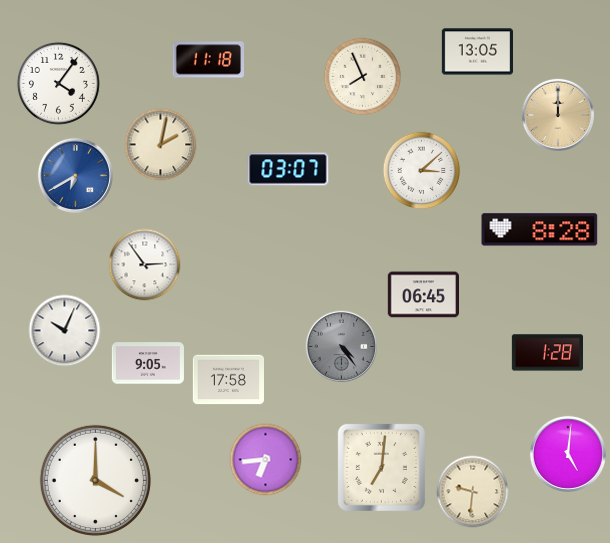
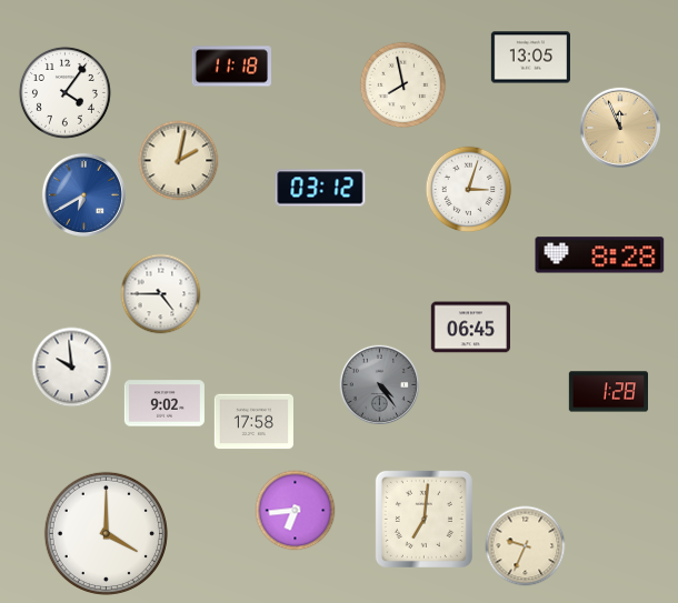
clock at (363, 77): 7:56 -> 7:58
clock at (557, 114): 12:00 -> 11:56
clock at (288, 169): 03:07 -> 03:12
clock at (422, 171): 3:08 -> 3:03
clock at (145, 265): 2:54 -> 4:45
clock at (65, 331): 10:04 -> 9:59
clock at (148, 363): 9:05 -> 9:02
clock at (568, 454): 5:01 -> none
clock at (473, 492): 9:31 -> 9:34
